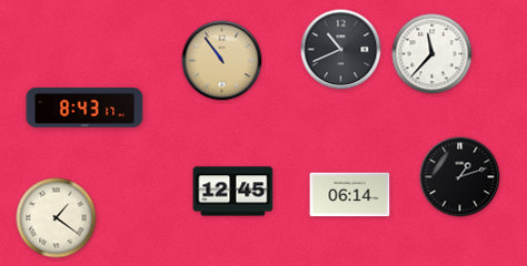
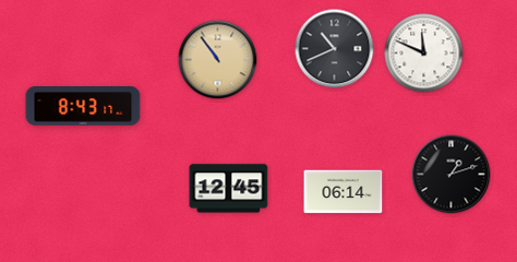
clock at (432, 54): 11:37 -> 11:49
clock at (57, 218): 1:21 -> none
